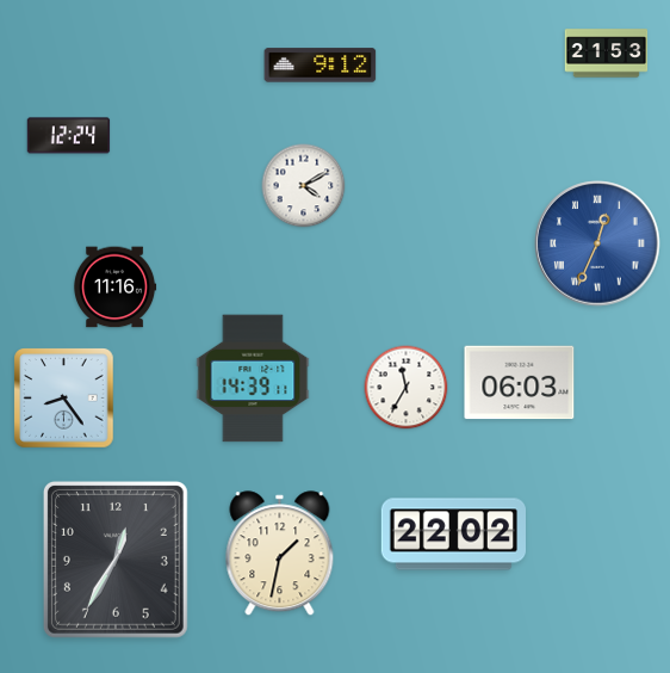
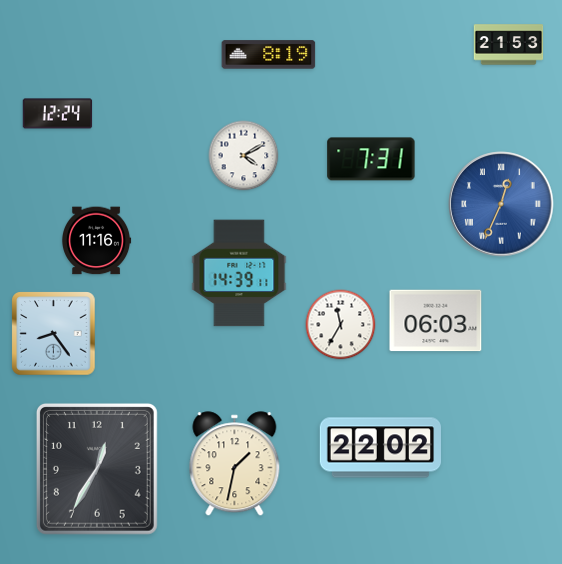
clock at (321, 66): 9:12 -> 8:19
clock at (304, 186) position: (304, 186) -> (244, 156)
clock at (371, 159): none -> 7:31
clock at (253, 378) position: (253, 378) -> (239, 273)
